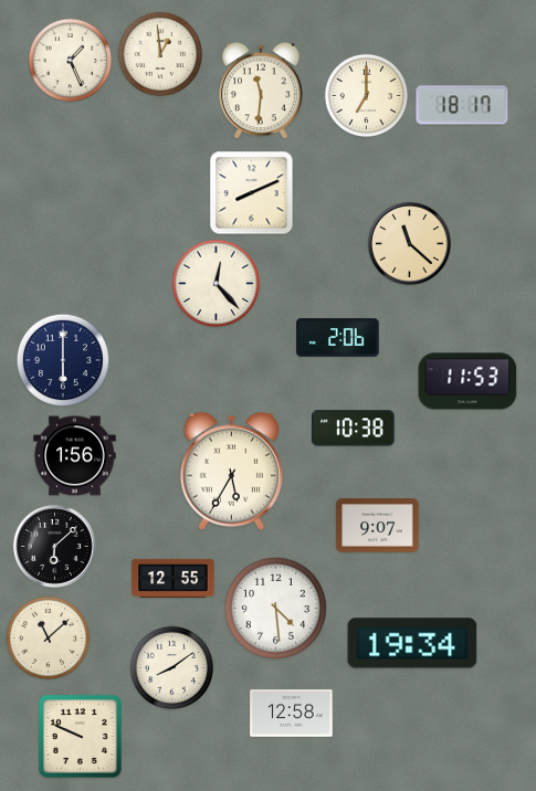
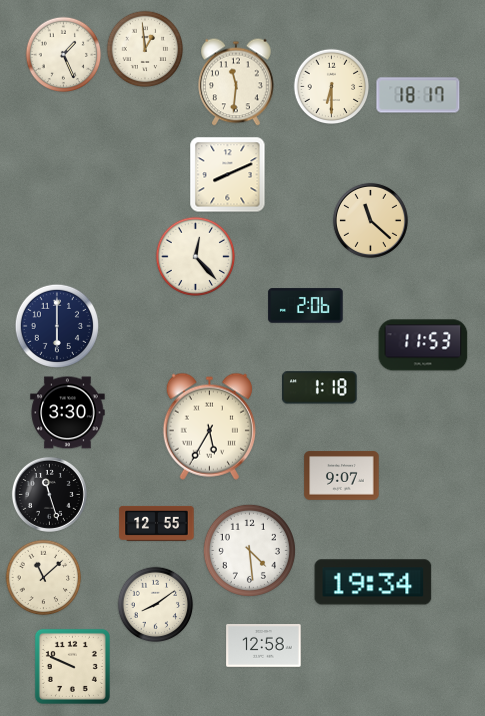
clock at (367, 96): 7:00 -> 6:30
clock at (354, 429): 10:38 -> 1:18
clock at (75, 456): 1:56 -> 3:30
clock at (54, 546): 6:08 -> 11:27
